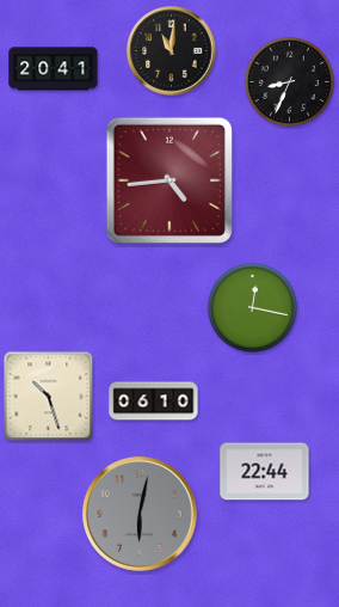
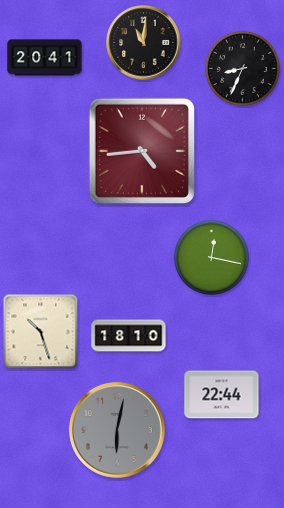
clock at (154, 401): 06:10 -> 18:10
